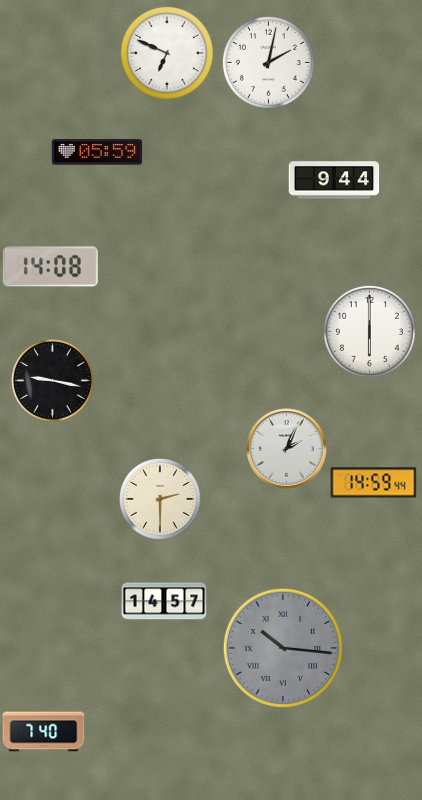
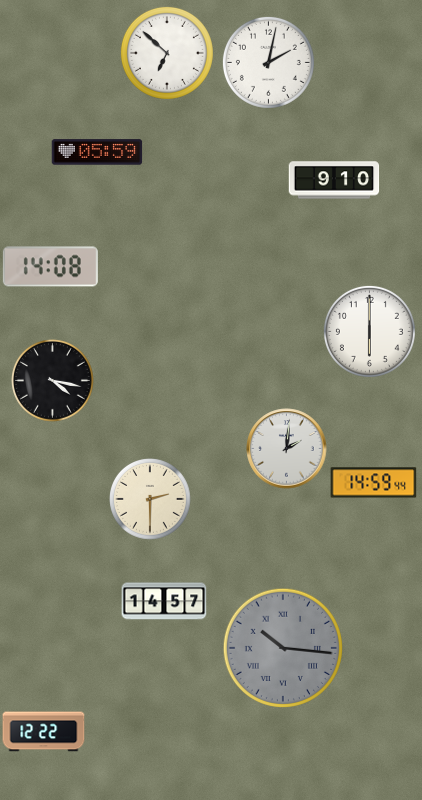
clock at (167, 53): 6:49 -> 6:52
clock at (334, 180): 9:44 -> 9:10
clock at (53, 381): 9:17 -> 4:17
clock at (287, 449): 2:04 -> 2:01
clock at (161, 500) position: (161, 500) -> (151, 500)
clock at (44, 732): 7:40 -> 12:22
